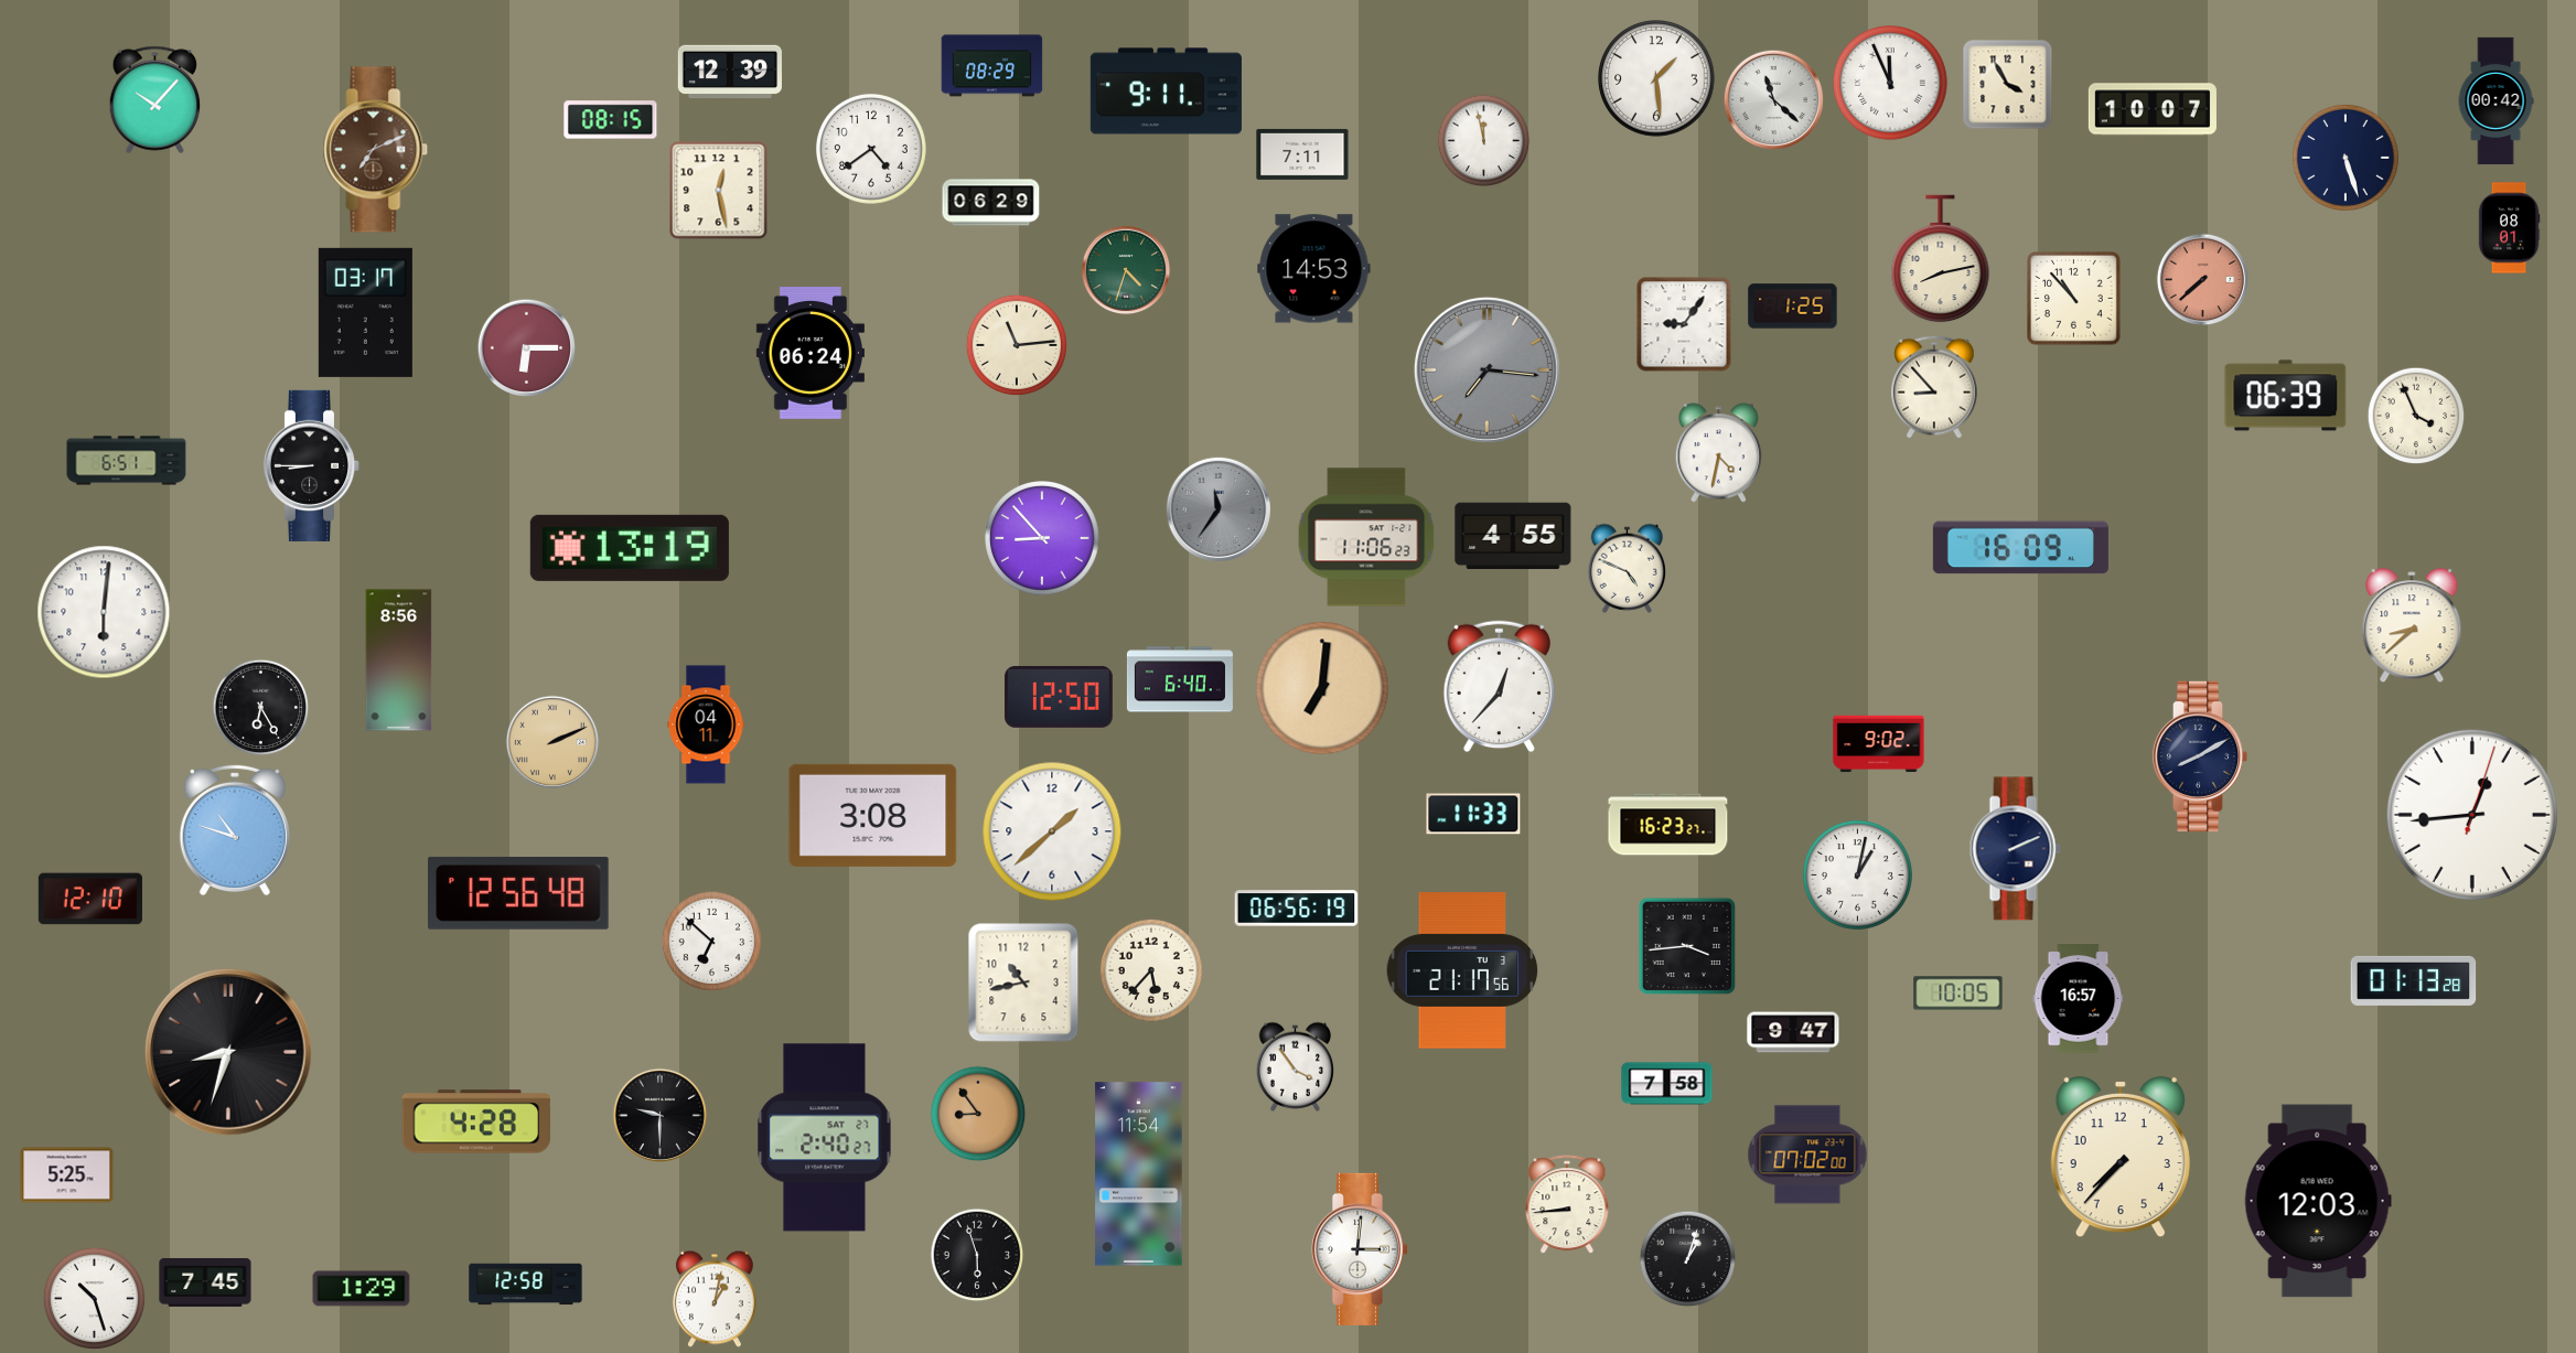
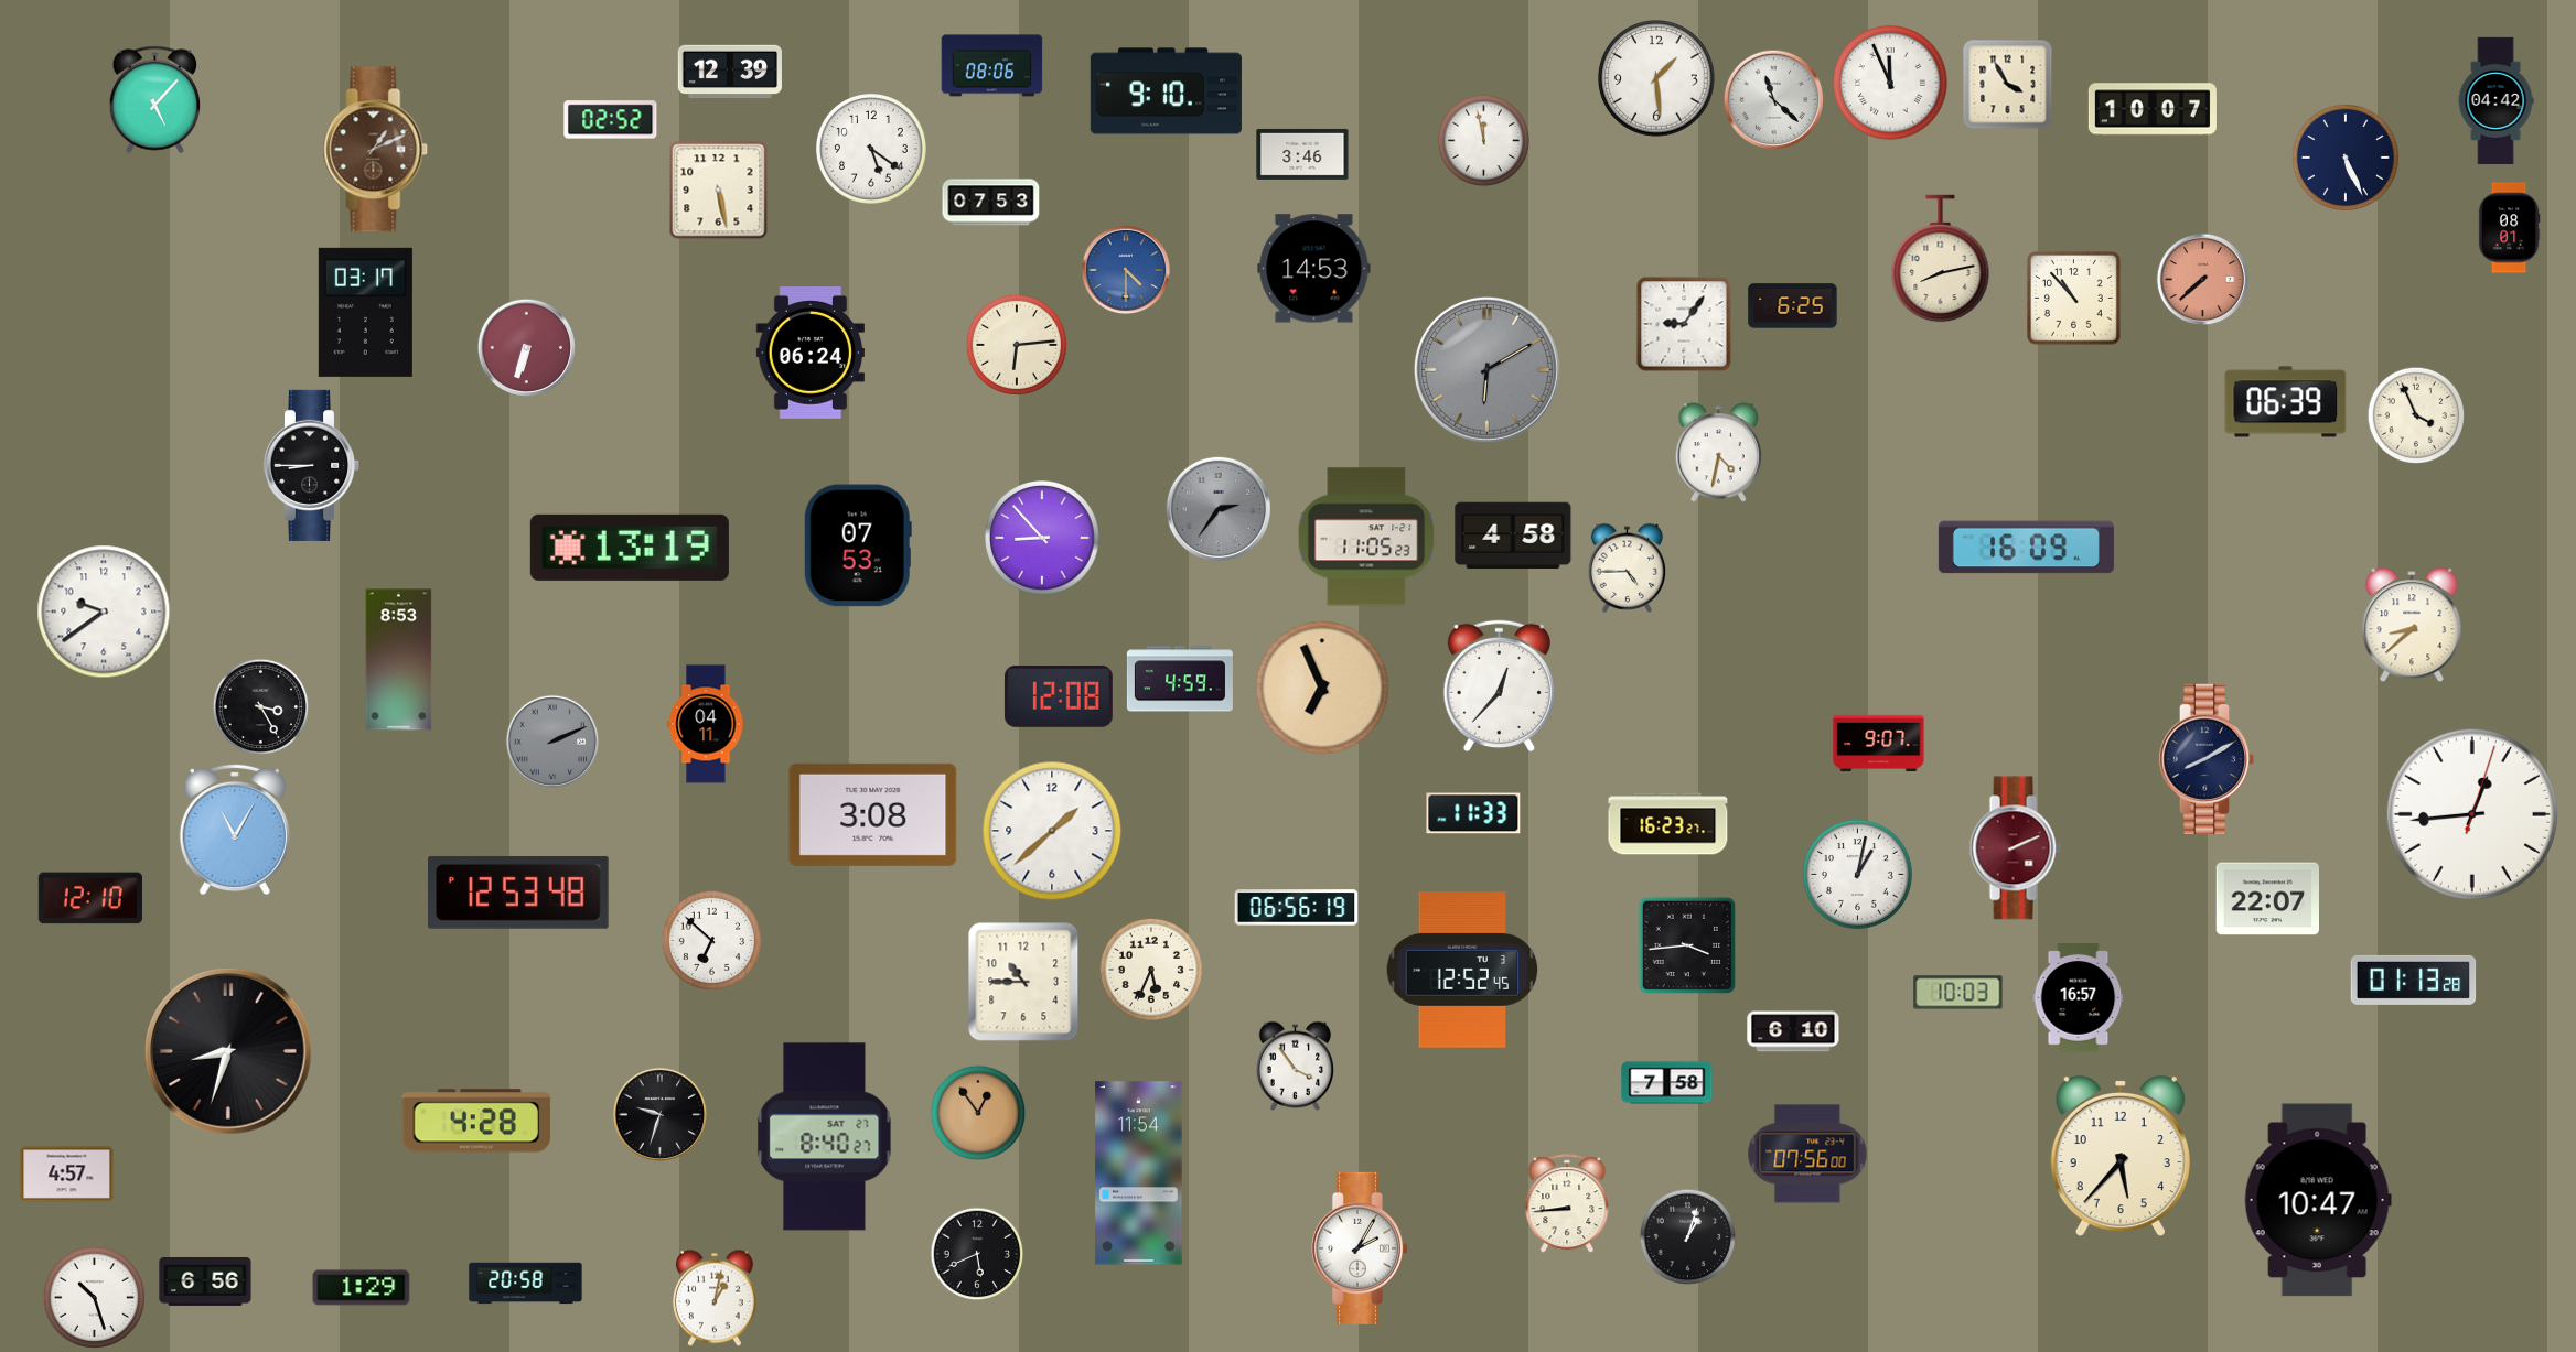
clock at (992, 66): 08:29 -> 08:06
clock at (1166, 92): 9:11 -> 9:10
clock at (155, 100): 10:07 -> 5:07
clock at (2495, 101): 00:42 -> 04:42
clock at (611, 120): 08:15 -> 02:52
clock at (871, 149): 4:39 -> 5:21
clock at (376, 150): 7:11 -> 1:11
clock at (1302, 154): 7:11 -> 3:46
clock at (2346, 158): 5:27 -> 5:26
clock at (719, 191): 12:28 -> 5:28
clock at (991, 203): 06:29 -> 07:53
clock at (1126, 270): 4:33 -> 4:30
clock at (1126, 270) dial: green -> blue
clock at (1793, 307): 1:25 -> 6:25
clock at (1017, 345): 11:14 -> 6:14
clock at (526, 347): 6:15 -> 6:33
clock at (1486, 369): 7:16 -> 6:10
clock at (1934, 387): 8:53 -> none
clock at (2286, 396) position: (2286, 396) -> (2286, 402)
clock at (127, 461): 6:51 -> none
clock at (1219, 509): 11:36 -> 2:36
clock at (1513, 536): 4:55 -> 4:58
clock at (1366, 537): 11:06 -> 11:05
clock at (858, 545): none -> 07:53
clock at (2020, 548) position: (2020, 548) -> (2026, 548)
clock at (1628, 568): 4:49 -> 4:45
clock at (104, 612): 6:01 -> 9:39
clock at (399, 661): 8:56 -> 8:53
clock at (1180, 679): 6:40 -> 4:59
clock at (1322, 688): 7:01 -> 6:56
clock at (1059, 697): 12:50 -> 12:08
clock at (261, 708): 6:25 -> 3:25
clock at (552, 742) dial: champagne -> grey
clock at (1879, 744): 9:02 -> 9:07
clock at (2200, 756) position: (2200, 756) -> (2207, 759)
clock at (235, 829): 10:48 -> 11:05
clock at (2015, 849) dial: navy -> burgundy
clock at (519, 893): 12:56 -> 12:53
clock at (2268, 899): none -> 22:07
clock at (1151, 970): 5:37 -> 5:34
clock at (1462, 970): 21:17 -> 12:52
clock at (1023, 982): 10:43 -> 10:45
clock at (1958, 994): 10:05 -> 10:03
clock at (1793, 1032): 9:47 -> 6:10
clock at (978, 1114): 8:54 -> 12:54
clock at (661, 1116): 9:30 -> 9:33
clock at (825, 1138): 2:40 -> 8:40
clock at (1807, 1155): 07:02 -> 07:56
clock at (2121, 1157): 7:37 -> 5:37
clock at (67, 1175): 5:25 -> 4:57
clock at (2318, 1201): 12:03 -> 10:47
clock at (1359, 1249): 3:01 -> 2:05
clock at (977, 1255): 5:57 -> 5:41
clock at (1688, 1259) position: (1688, 1259) -> (1688, 1237)
clock at (205, 1282): 7:45 -> 6:56
clock at (526, 1285): 12:58 -> 20:58
